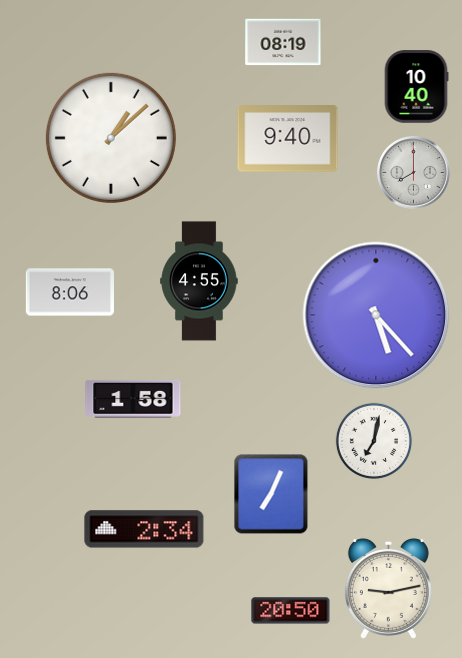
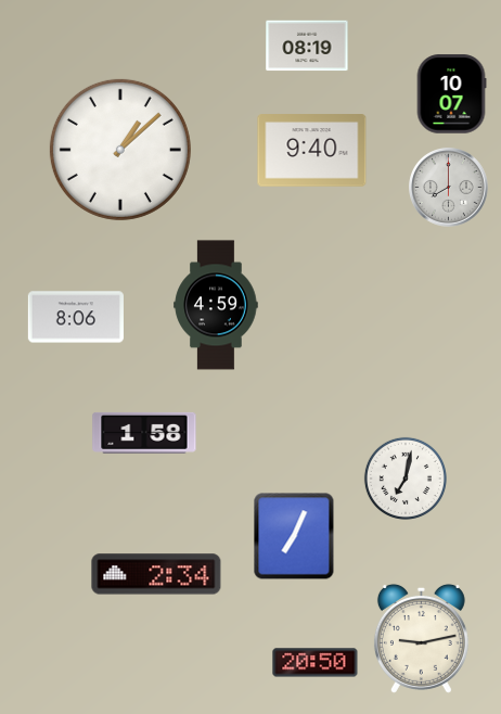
clock at (416, 87): 10:40 -> 10:07
clock at (199, 281): 4:55 -> 4:59
clock at (376, 315): 5:23 -> none
